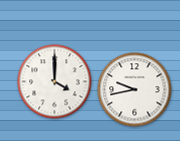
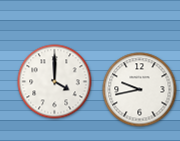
clock at (135, 90) position: (135, 90) -> (140, 90)
